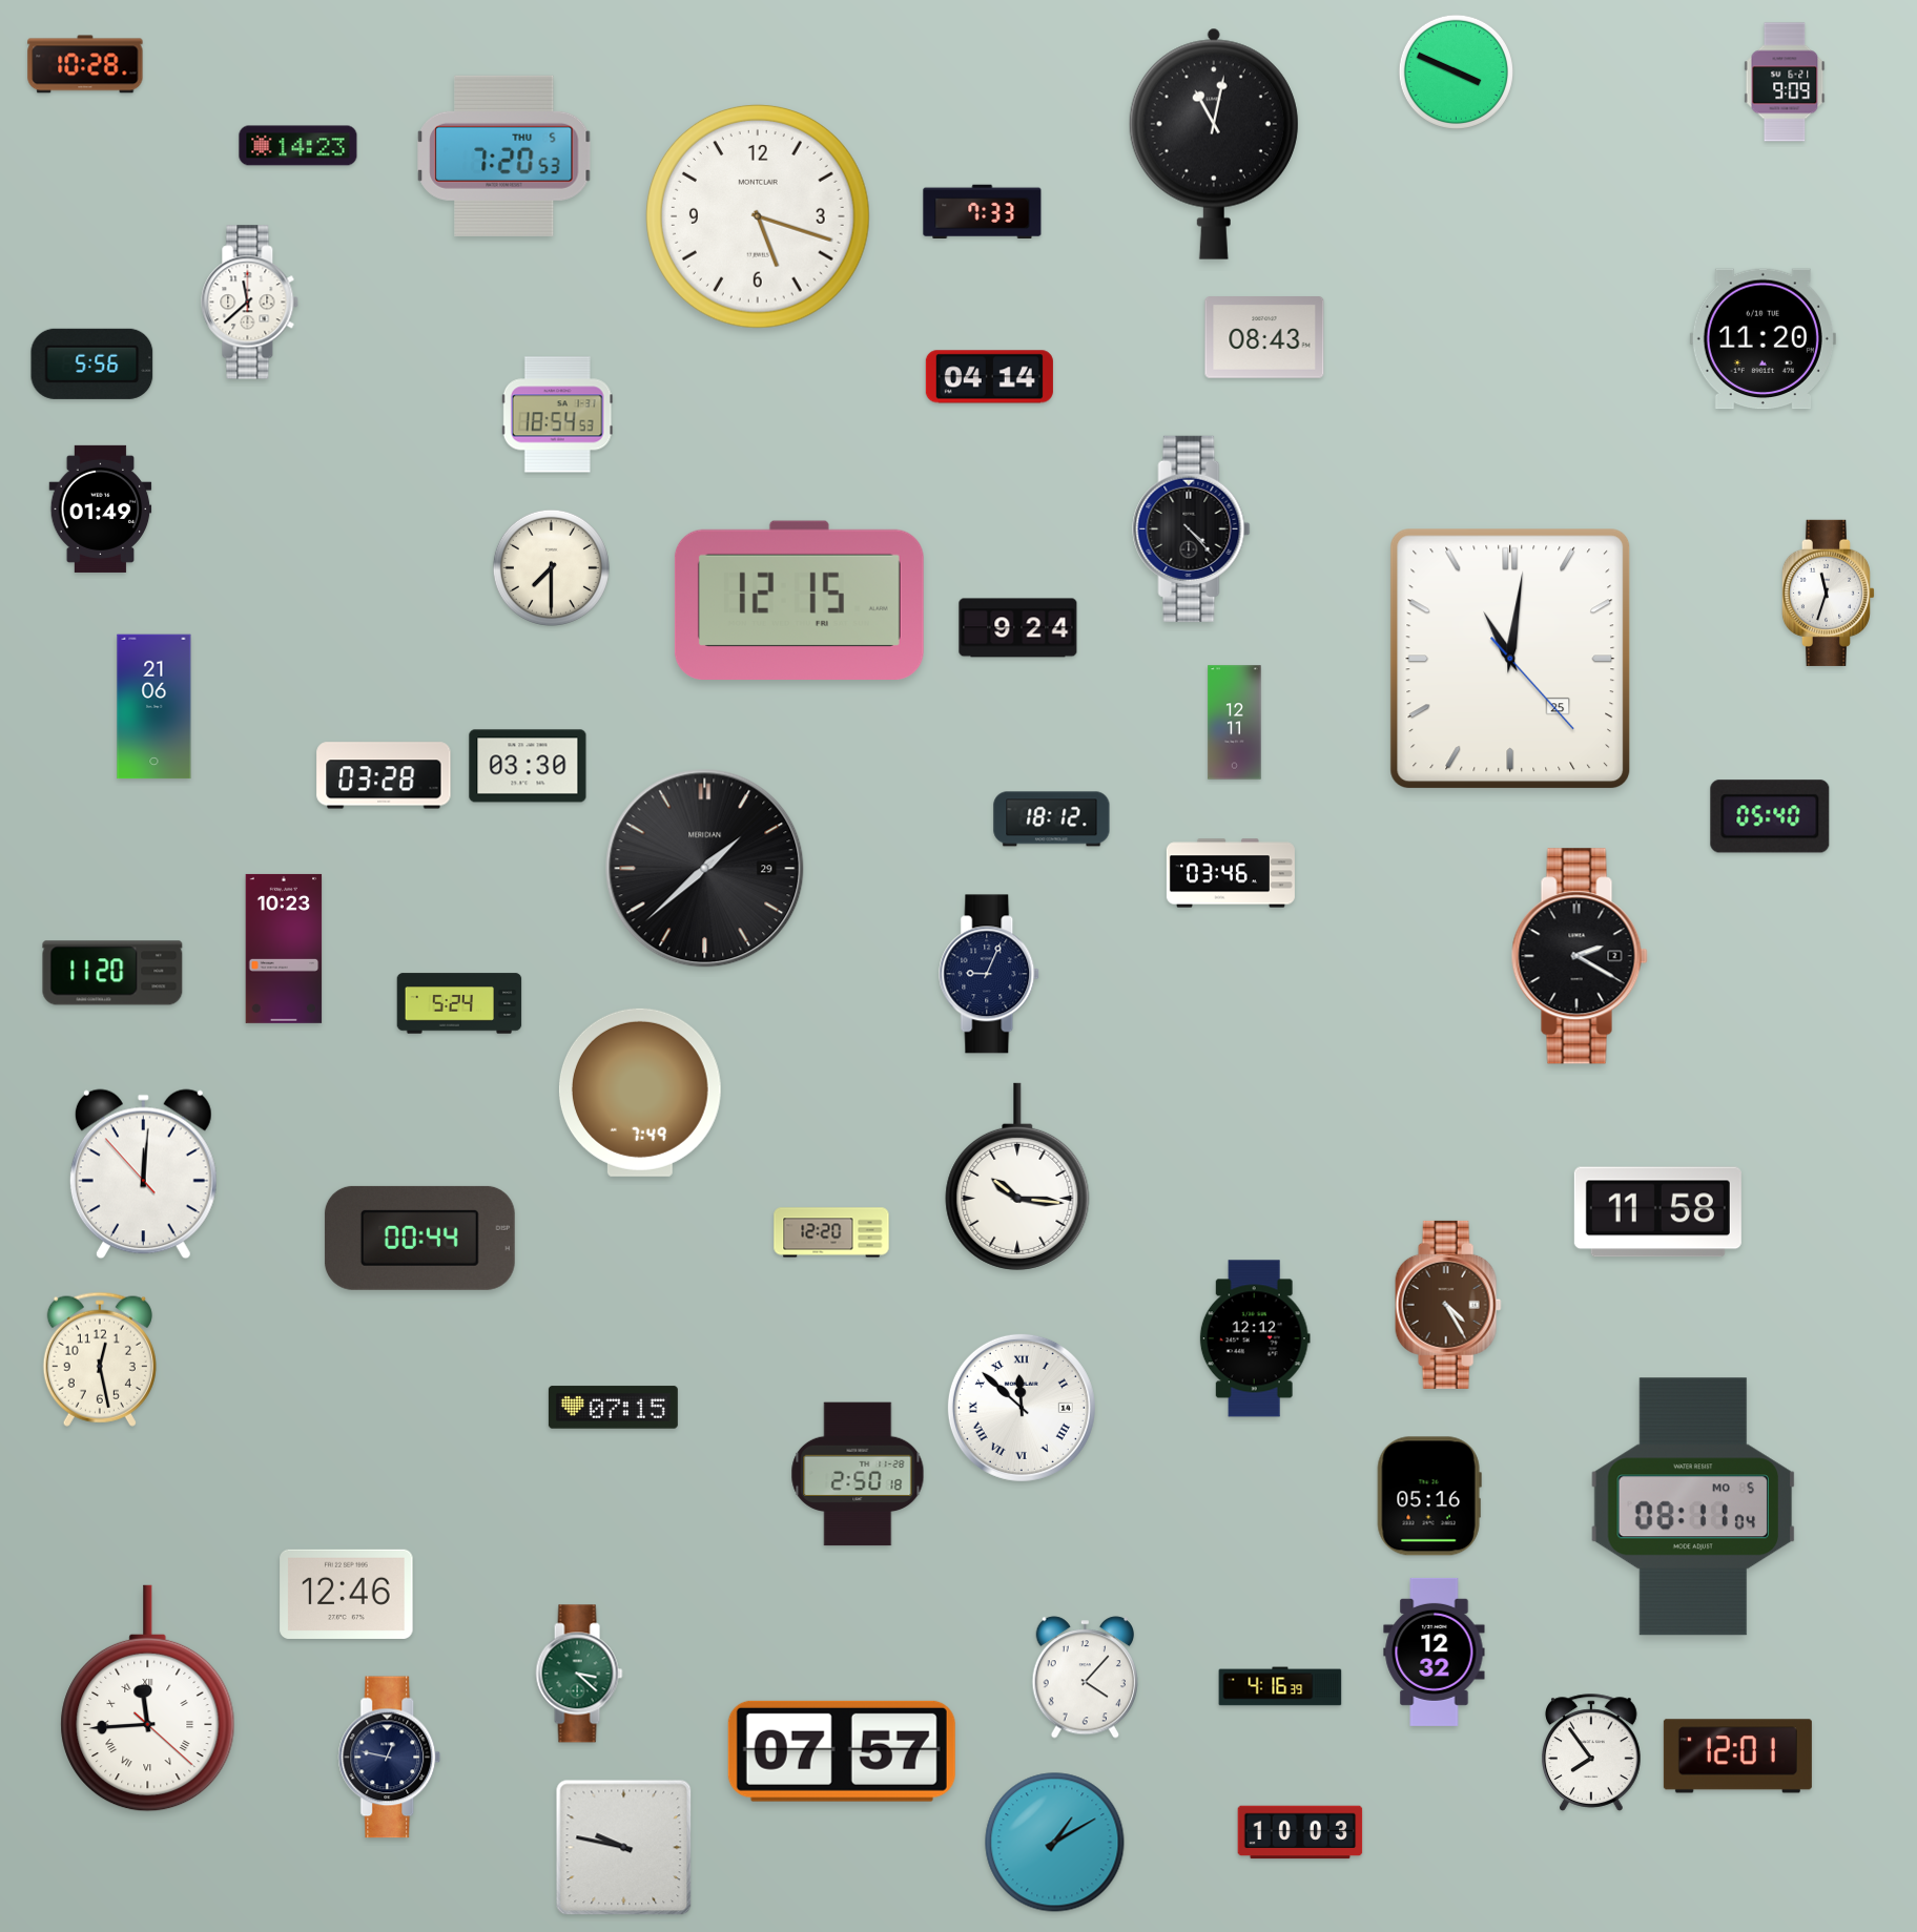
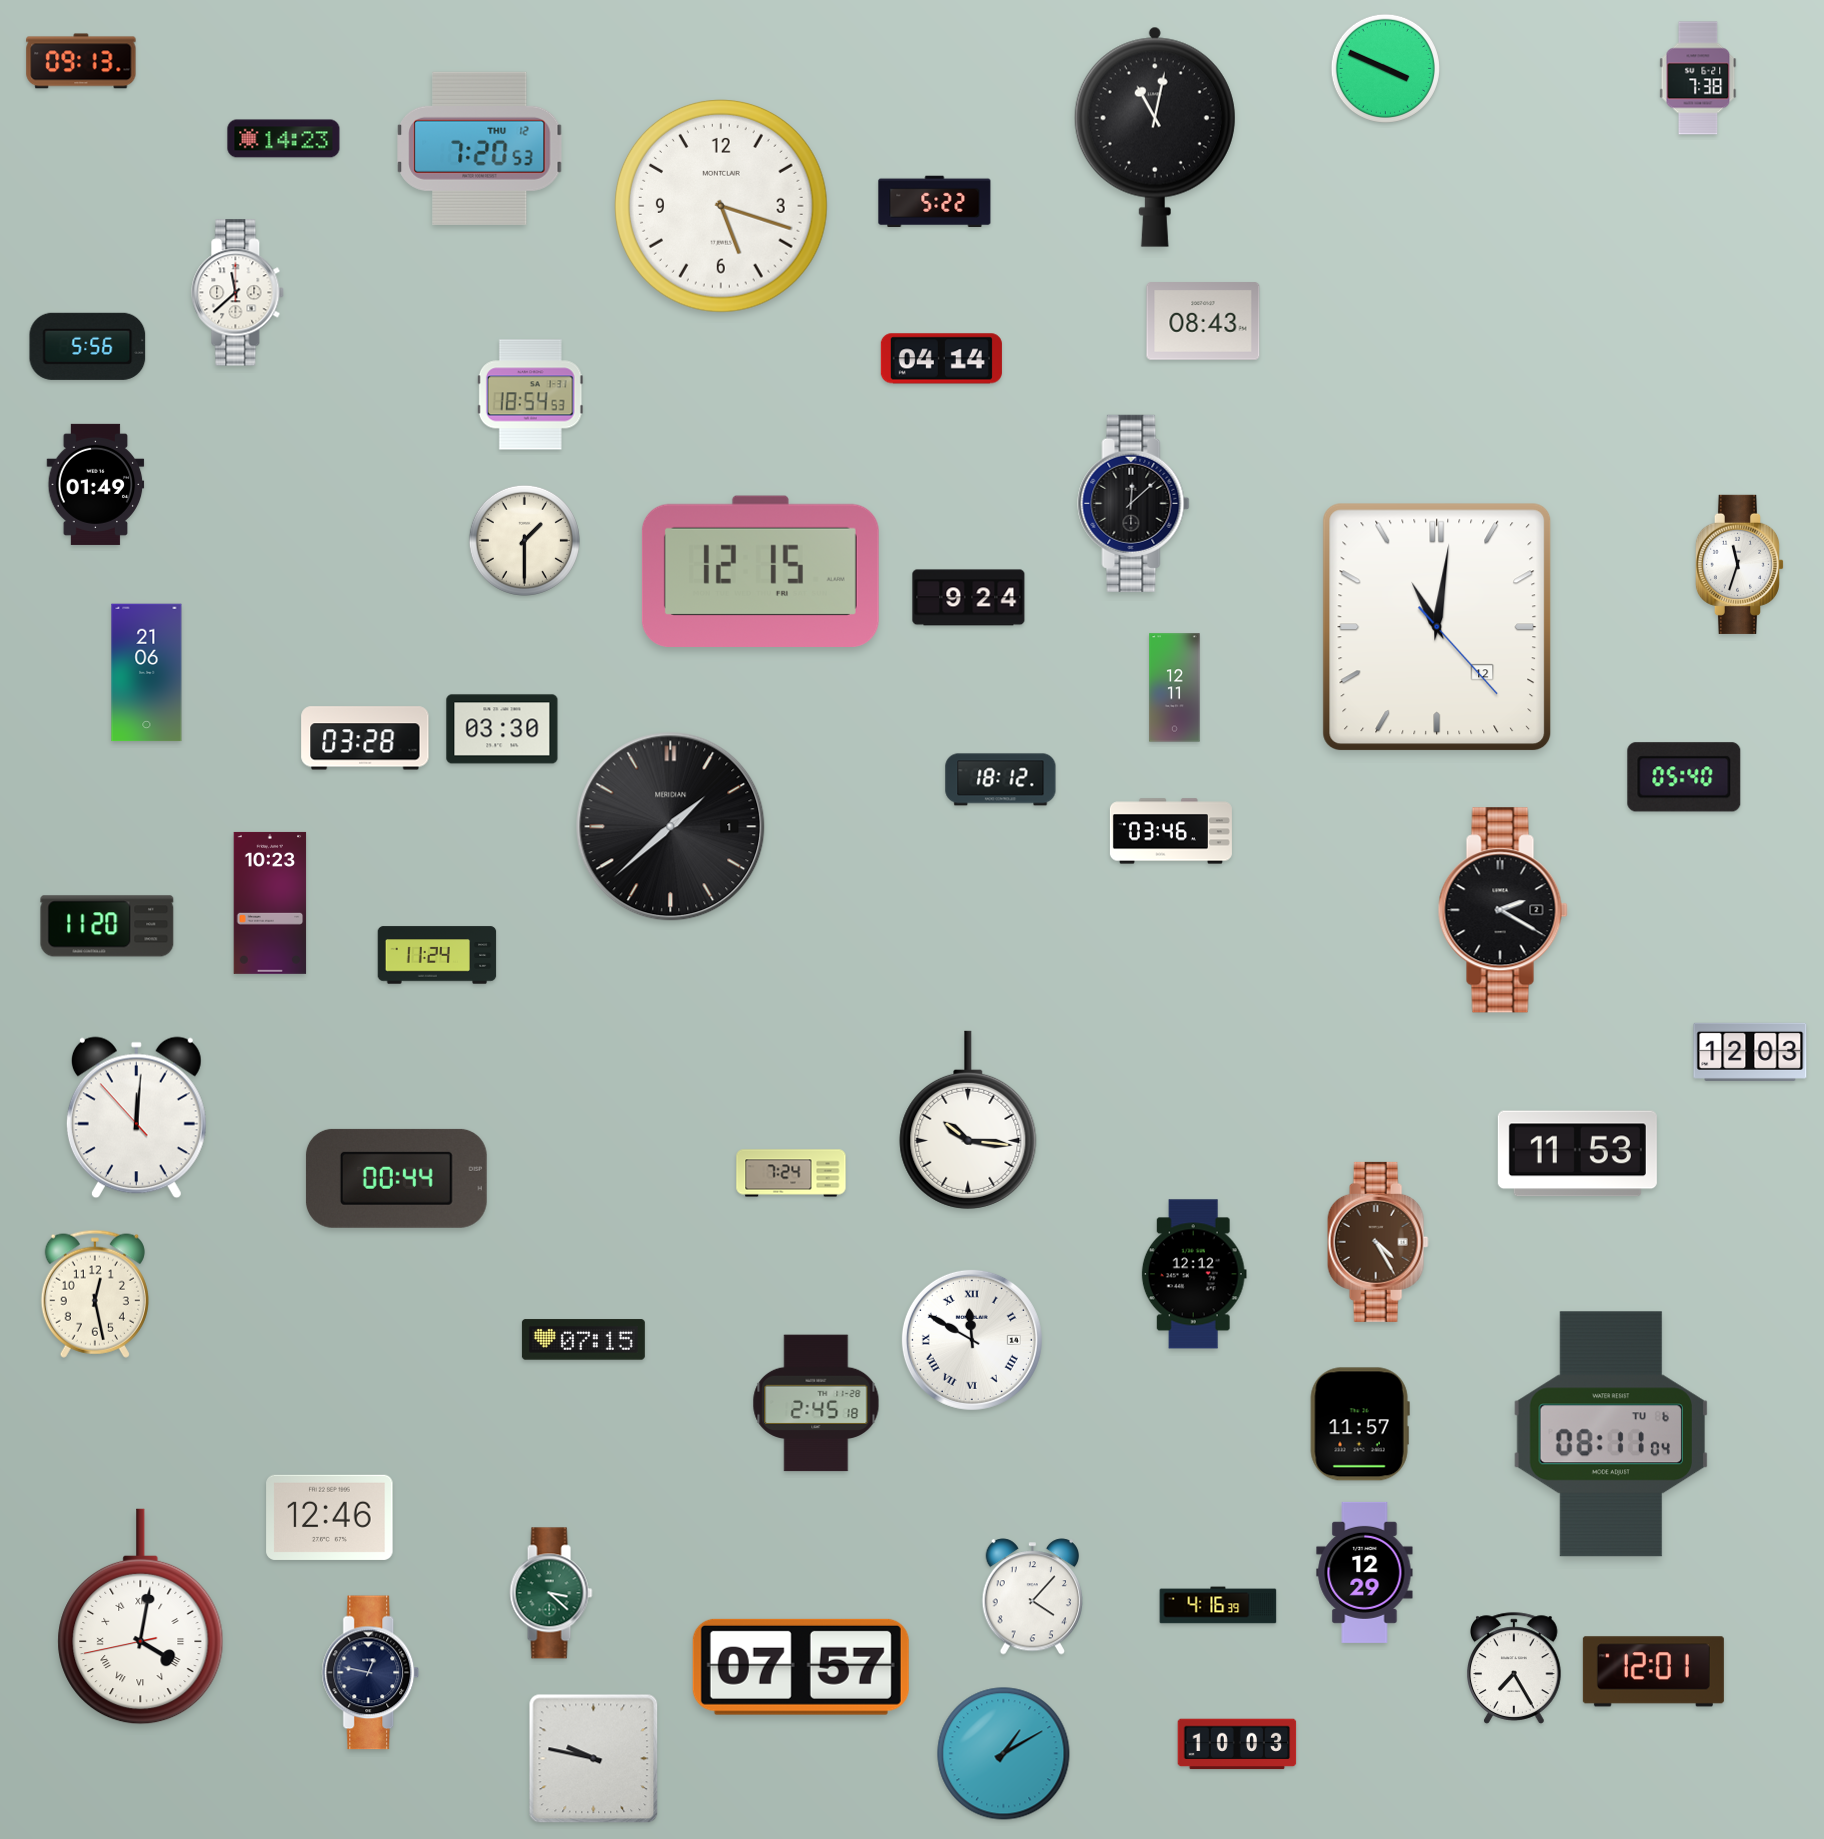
clock at (85, 64): 10:28 -> 09:13
clock at (1785, 82): 9:09 -> 7:38
clock at (504, 155) date: THU 5 -> THU 12
clock at (983, 211): 7:33 -> 5:22
clock at (250, 303) position: (250, 303) -> (238, 293)
clock at (1763, 339): 11:20 -> none
clock at (1192, 528): 4:23 -> 12:08
clock at (551, 567): 7:30 -> 1:30
clock at (1510, 659) date: 25 -> 12
clock at (705, 869) date: 29 -> 1
clock at (990, 974): 9:04 -> none
clock at (459, 1003): 5:24 -> 11:24
clock at (640, 1093): 7:49 -> none
clock at (1750, 1052): none -> 12:03
clock at (1657, 1212): 11:58 -> 11:53
clock at (831, 1232): 12:20 -> 7:24
clock at (419, 1238) position: (419, 1238) -> (396, 1178)
clock at (1022, 1408): 11:52 -> 11:50
clock at (858, 1474): 2:50 -> 2:45
clock at (1429, 1496): 05:16 -> 11:57
clock at (1693, 1507) date: MO 5 -> TU 6
clock at (1435, 1651): 12:32 -> 12:29
clock at (148, 1699): 11:44 -> 4:01
clock at (1592, 1752): 7:54 -> 7:25
